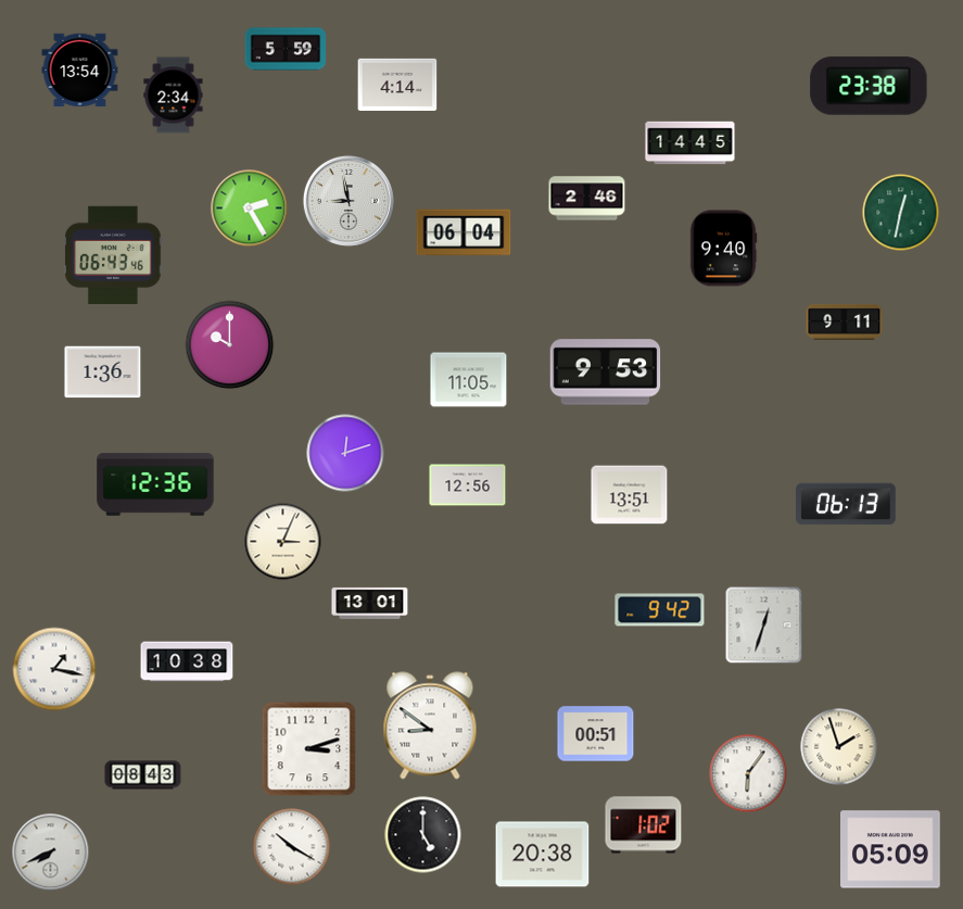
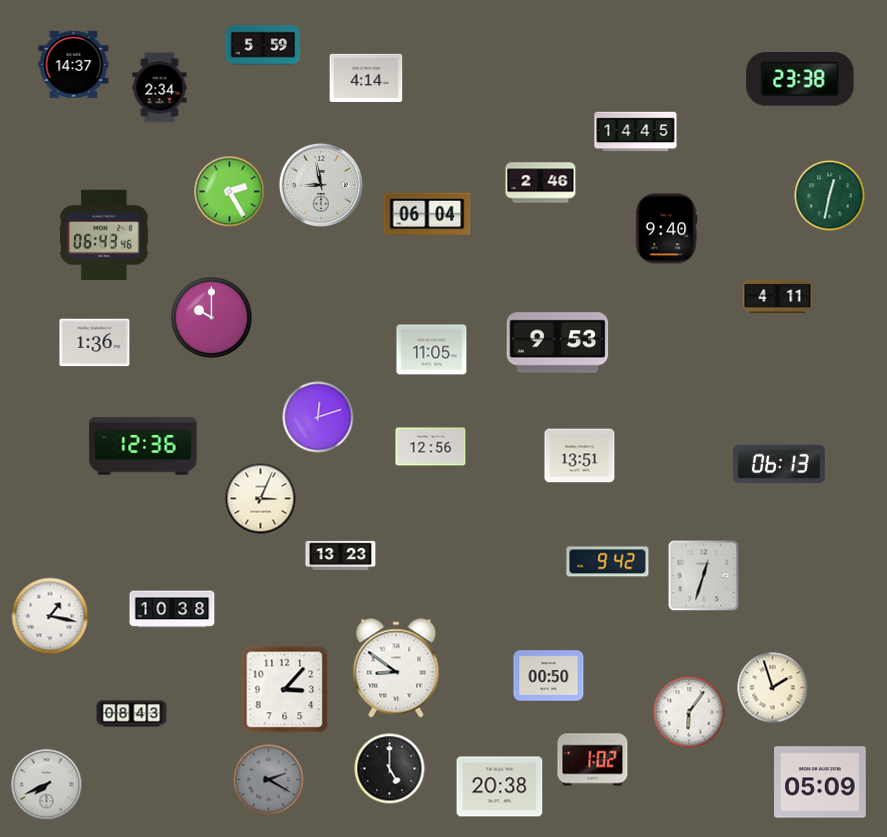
clock at (80, 71): 13:54 -> 14:37
clock at (845, 321): 9:11 -> 4:11
clock at (370, 603): 13:01 -> 13:23
clock at (596, 734): 00:51 -> 00:50
clock at (309, 749): 3:12 -> 3:07
clock at (292, 847): 10:20 -> 2:20
clock at (292, 847) dial: white -> grey
